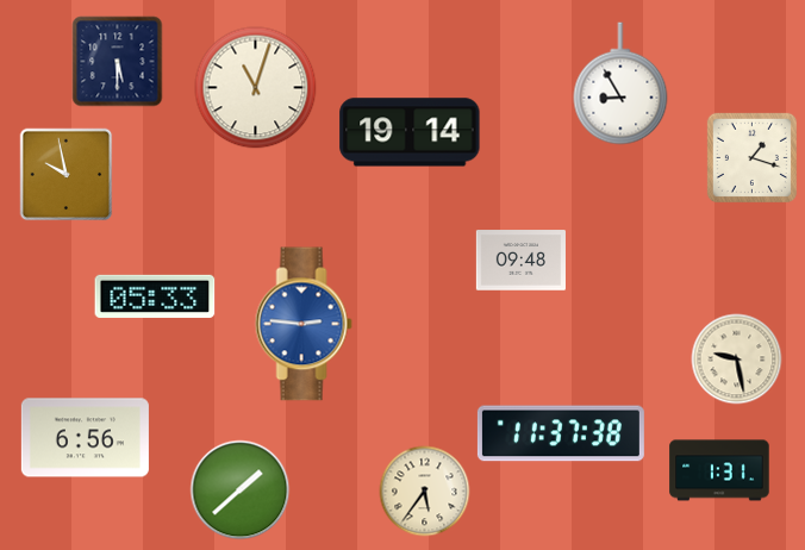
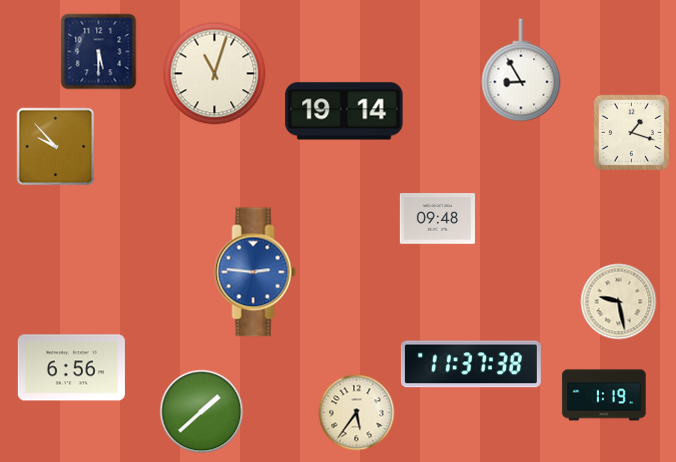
clock at (67, 175): 9:58 -> 9:53
clock at (155, 296): 05:33 -> none
clock at (719, 470): 1:31 -> 1:19
